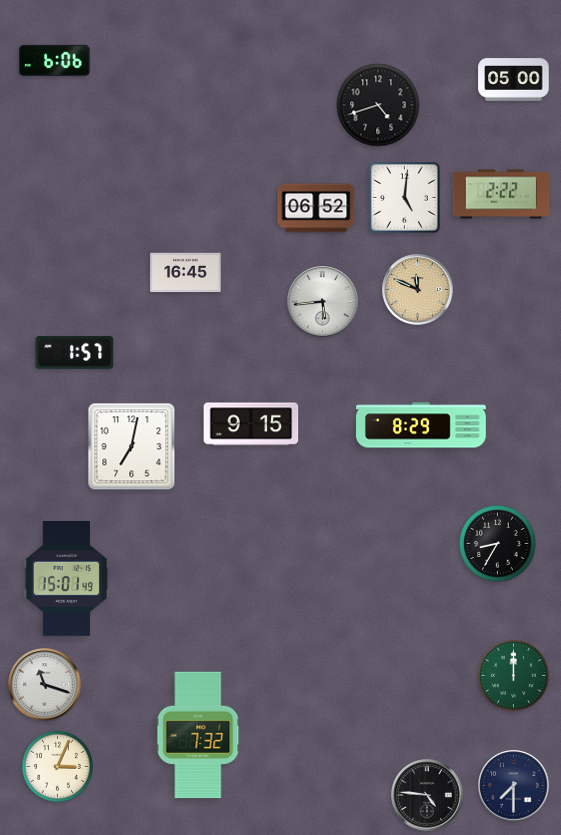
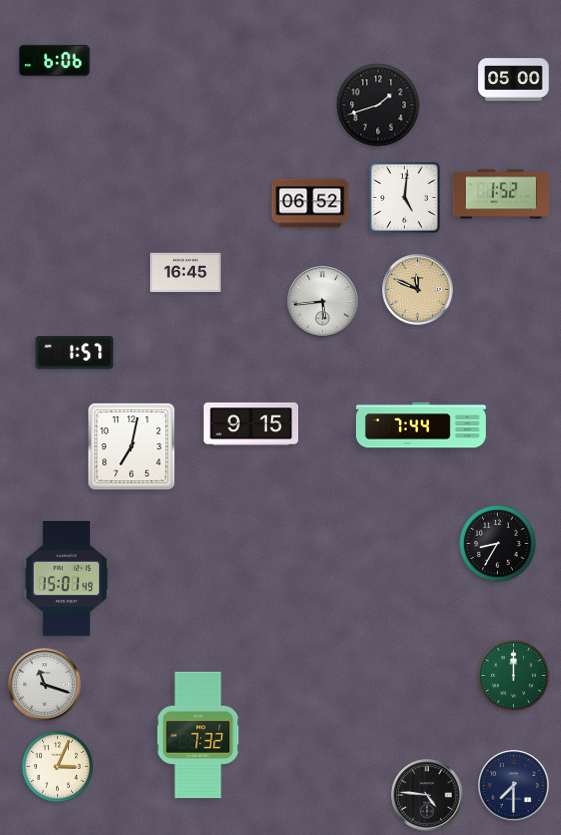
clock at (378, 105): 4:42 -> 1:42
clock at (501, 194): 2:22 -> 1:52
clock at (316, 208) position: (316, 208) -> (310, 203)
clock at (422, 425): 8:29 -> 7:44
